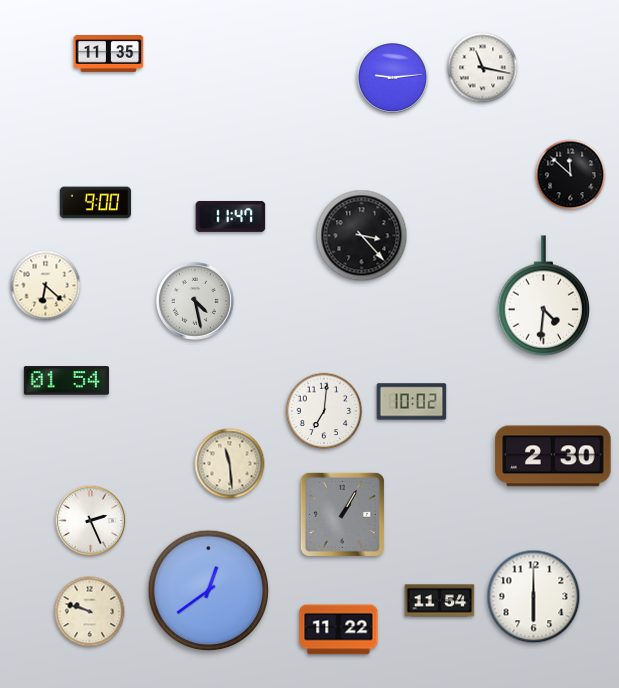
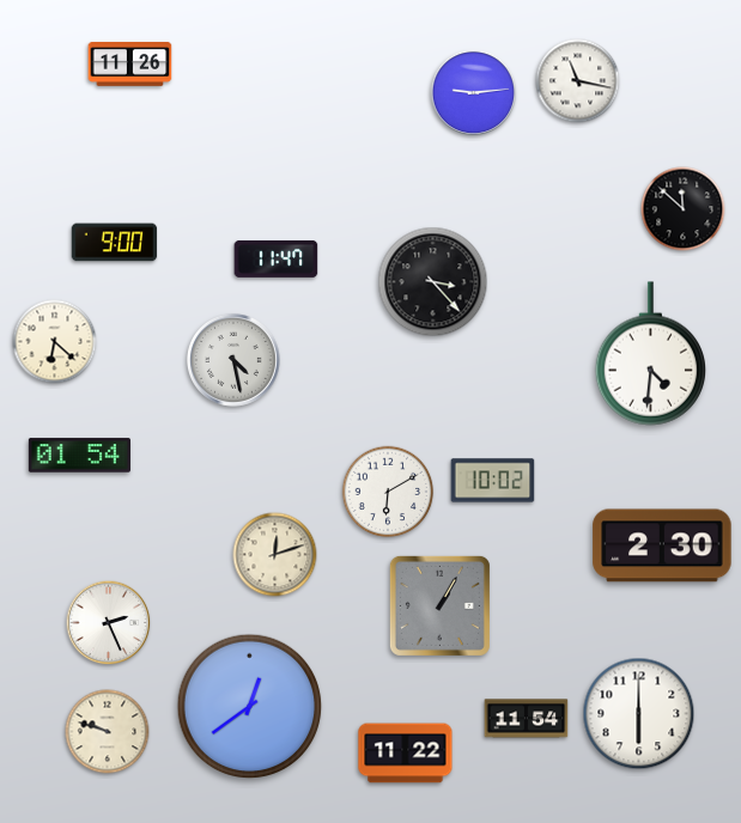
clock at (109, 54): 11:35 -> 11:26
clock at (393, 78) position: (393, 78) -> (474, 93)
clock at (324, 411): 7:01 -> 6:10
clock at (230, 464): 11:29 -> 12:12
clock at (342, 514) position: (342, 514) -> (439, 605)
